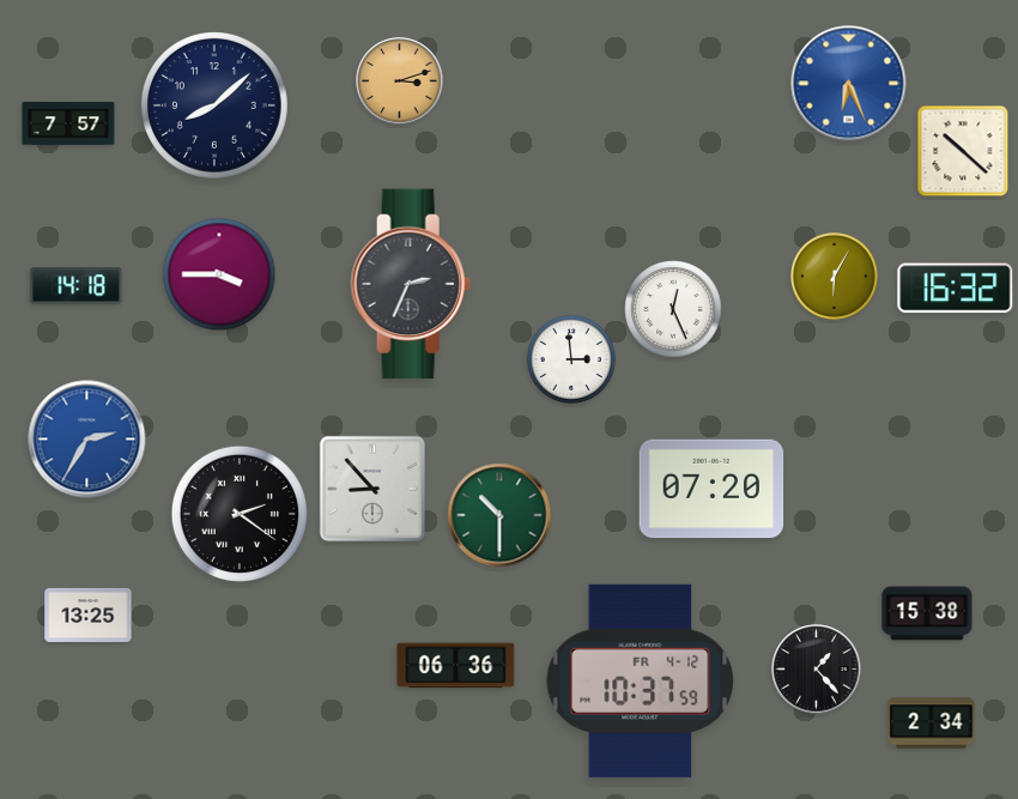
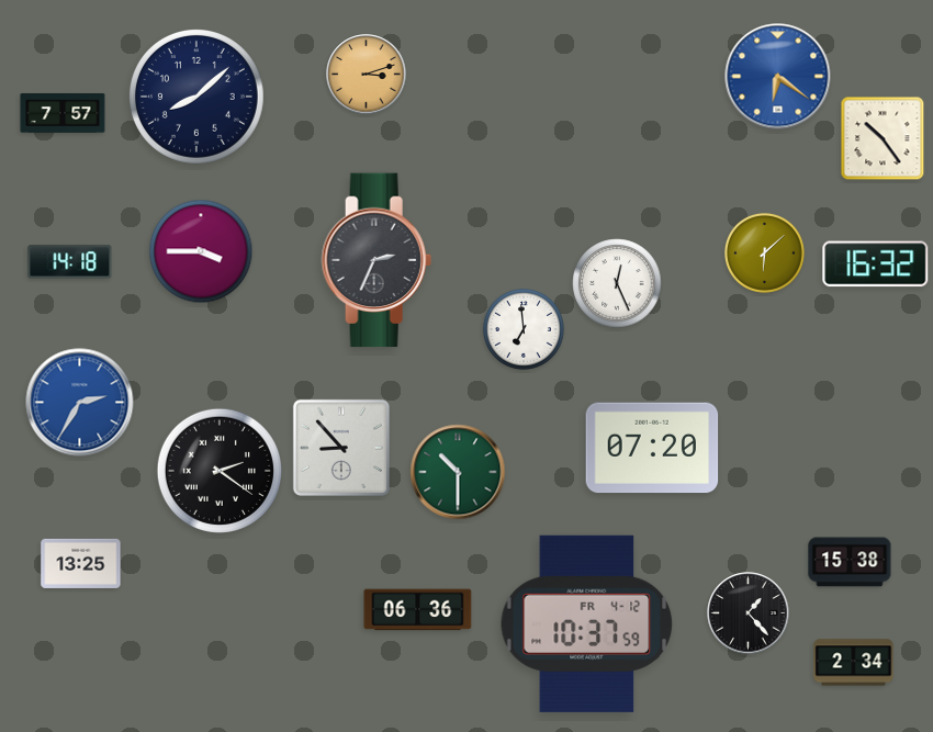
clock at (849, 84): 6:26 -> 6:21
clock at (963, 151): 10:22 -> 10:24
clock at (834, 276): 6:05 -> 6:08
clock at (571, 359): 2:59 -> 6:59
